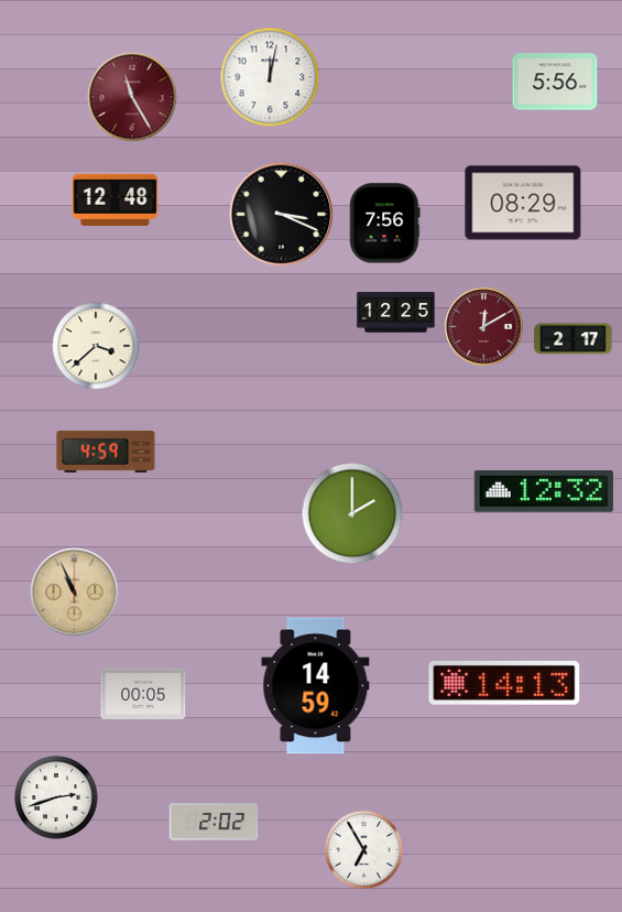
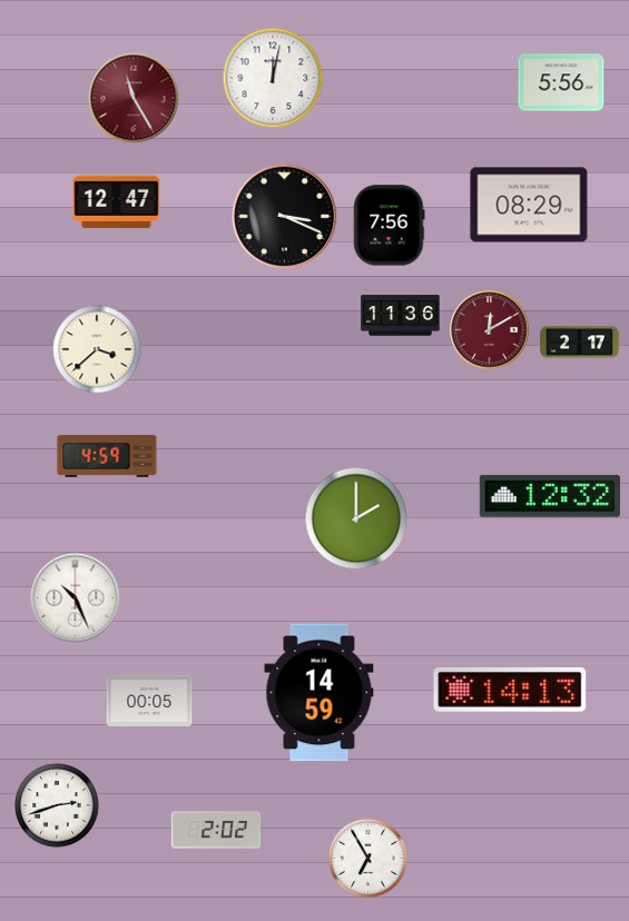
clock at (116, 199): 12:48 -> 12:47
clock at (396, 313): 12:25 -> 11:36
clock at (75, 593): 10:56 -> 10:26
clock at (75, 593) dial: champagne -> white
clock at (143, 694) position: (143, 694) -> (149, 701)
